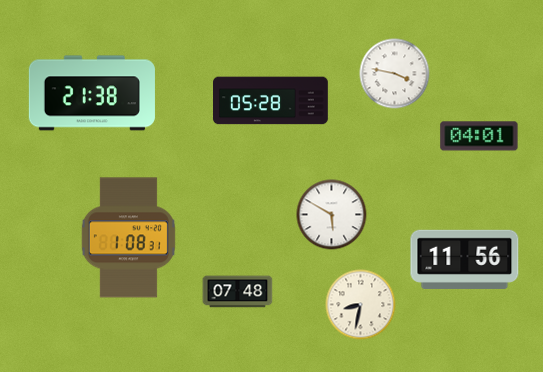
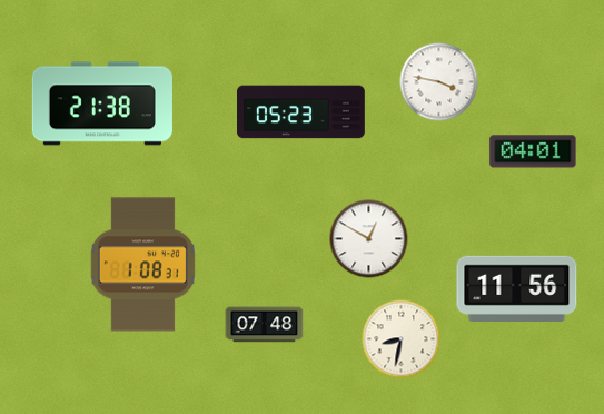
clock at (271, 101): 05:28 -> 05:23
clock at (332, 215): 5:50 -> 12:50
